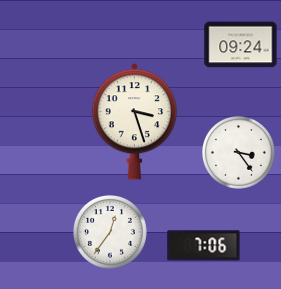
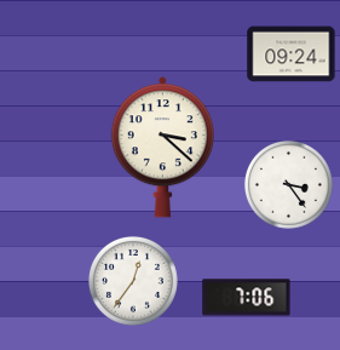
clock at (134, 122): 3:27 -> 3:22
